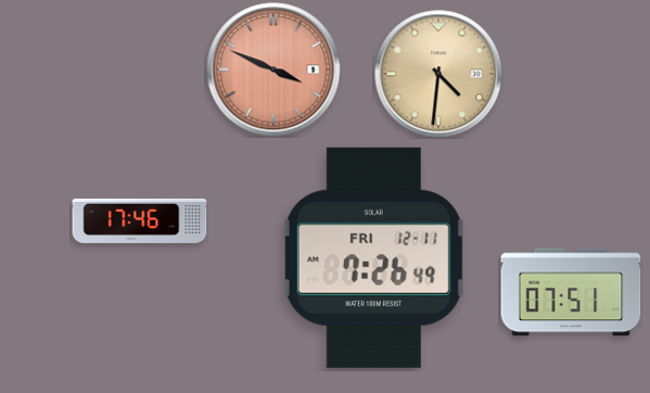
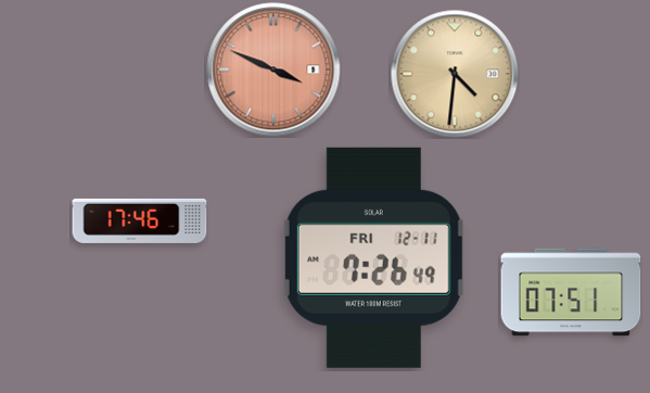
clock at (438, 74) position: (438, 74) -> (455, 74)
